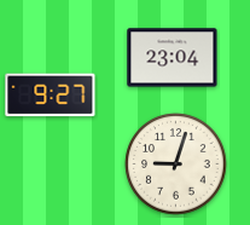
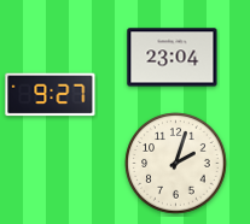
clock at (176, 165): 9:03 -> 2:03
